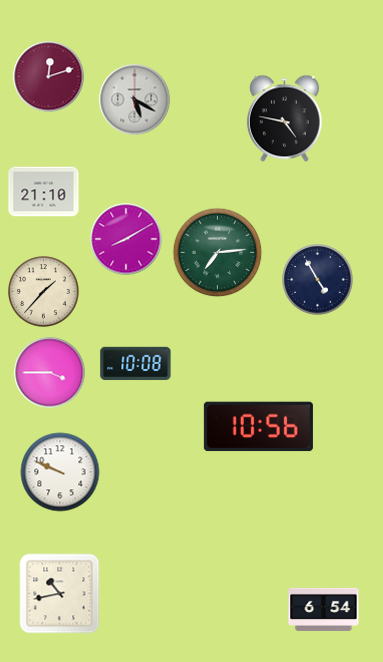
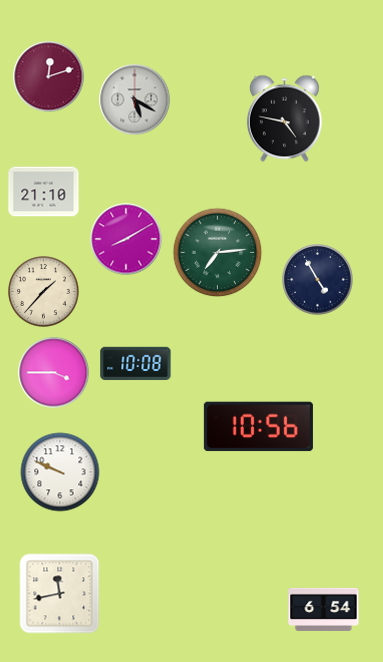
clock at (50, 373) position: (50, 373) -> (54, 373)
clock at (60, 594): 10:43 -> 11:43
